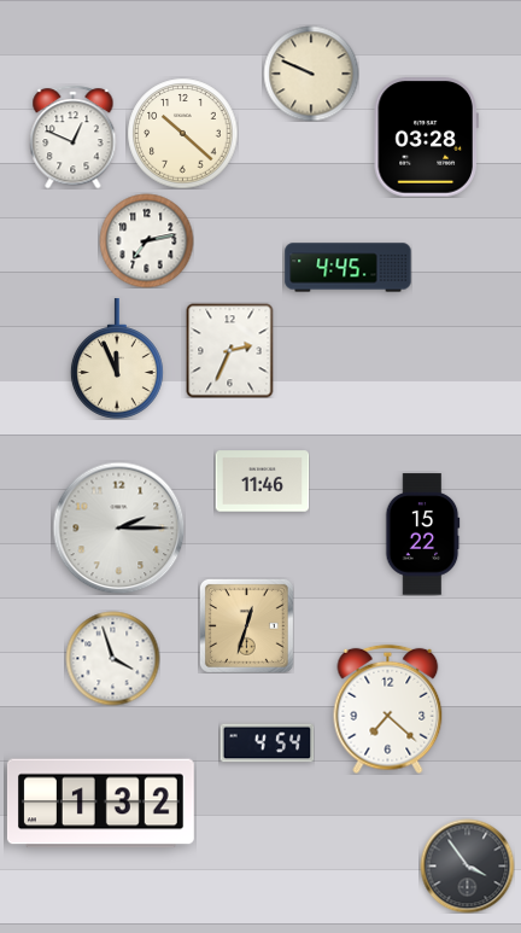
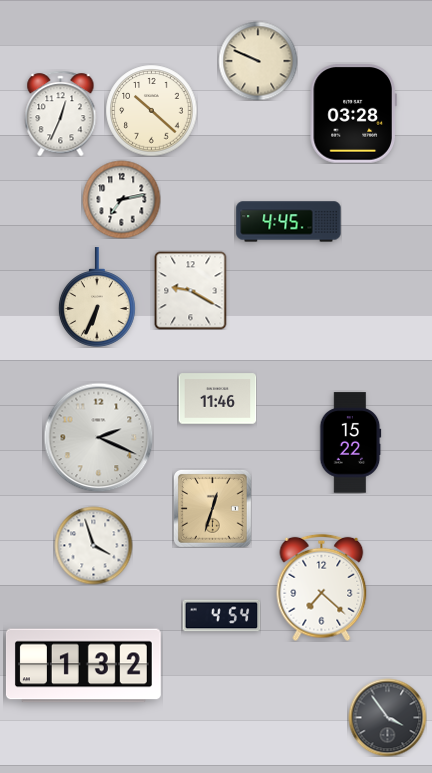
clock at (74, 136): 12:49 -> 12:34
clock at (230, 350): 2:34 -> 9:20
clock at (117, 358): 11:56 -> 6:34
clock at (118, 527): 2:15 -> 2:19
clock at (246, 625) position: (246, 625) -> (212, 508)
